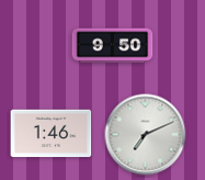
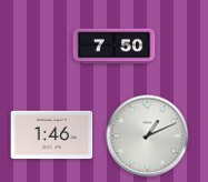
clock at (113, 46): 9:50 -> 7:50
clock at (146, 135): 7:11 -> 1:11
